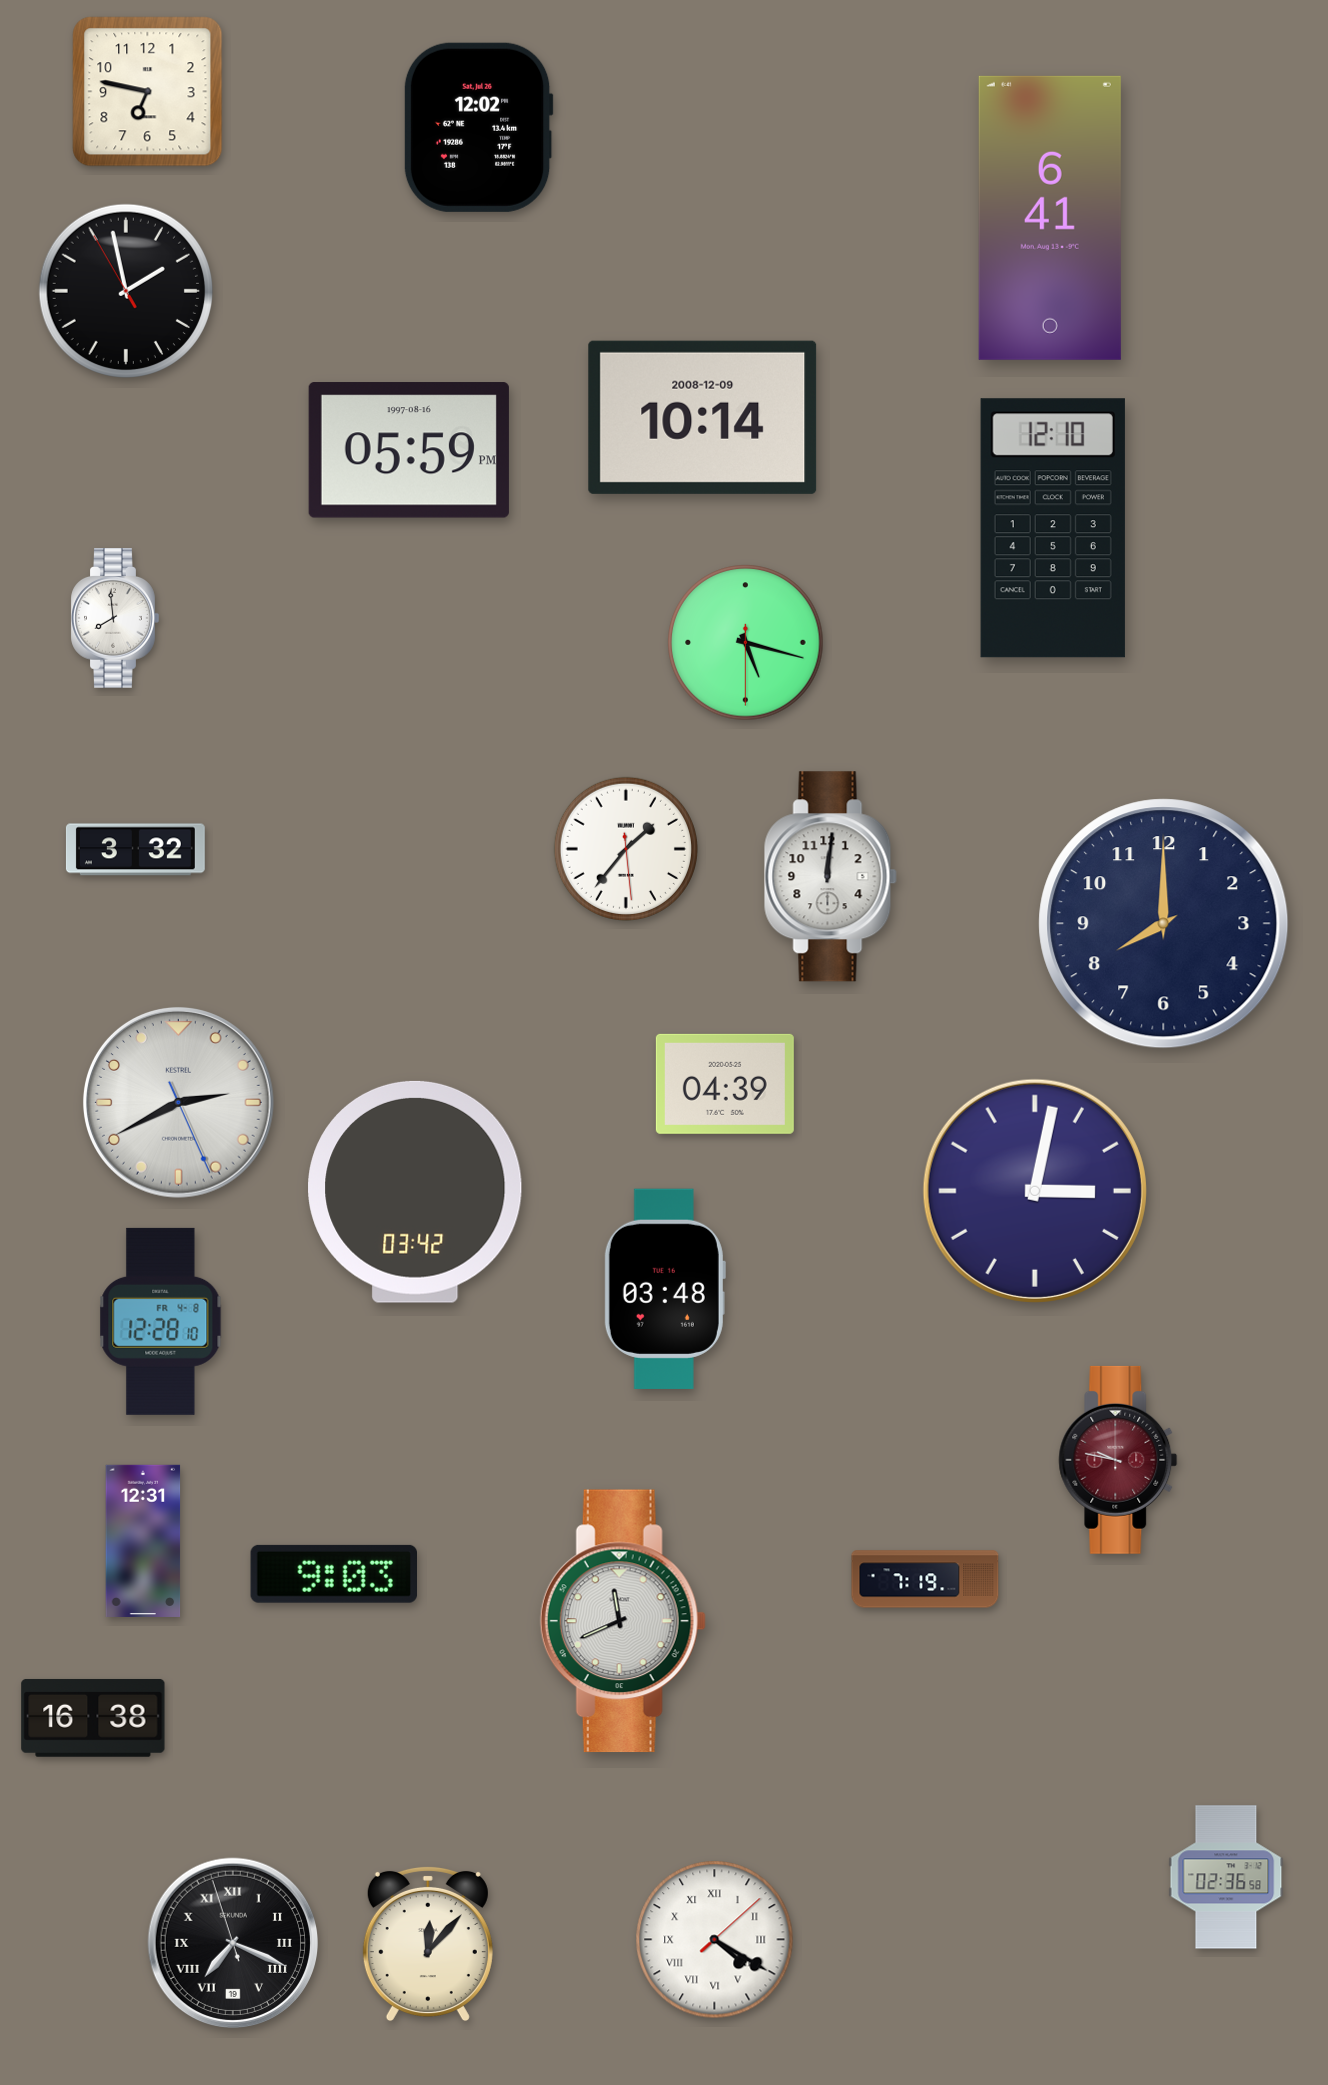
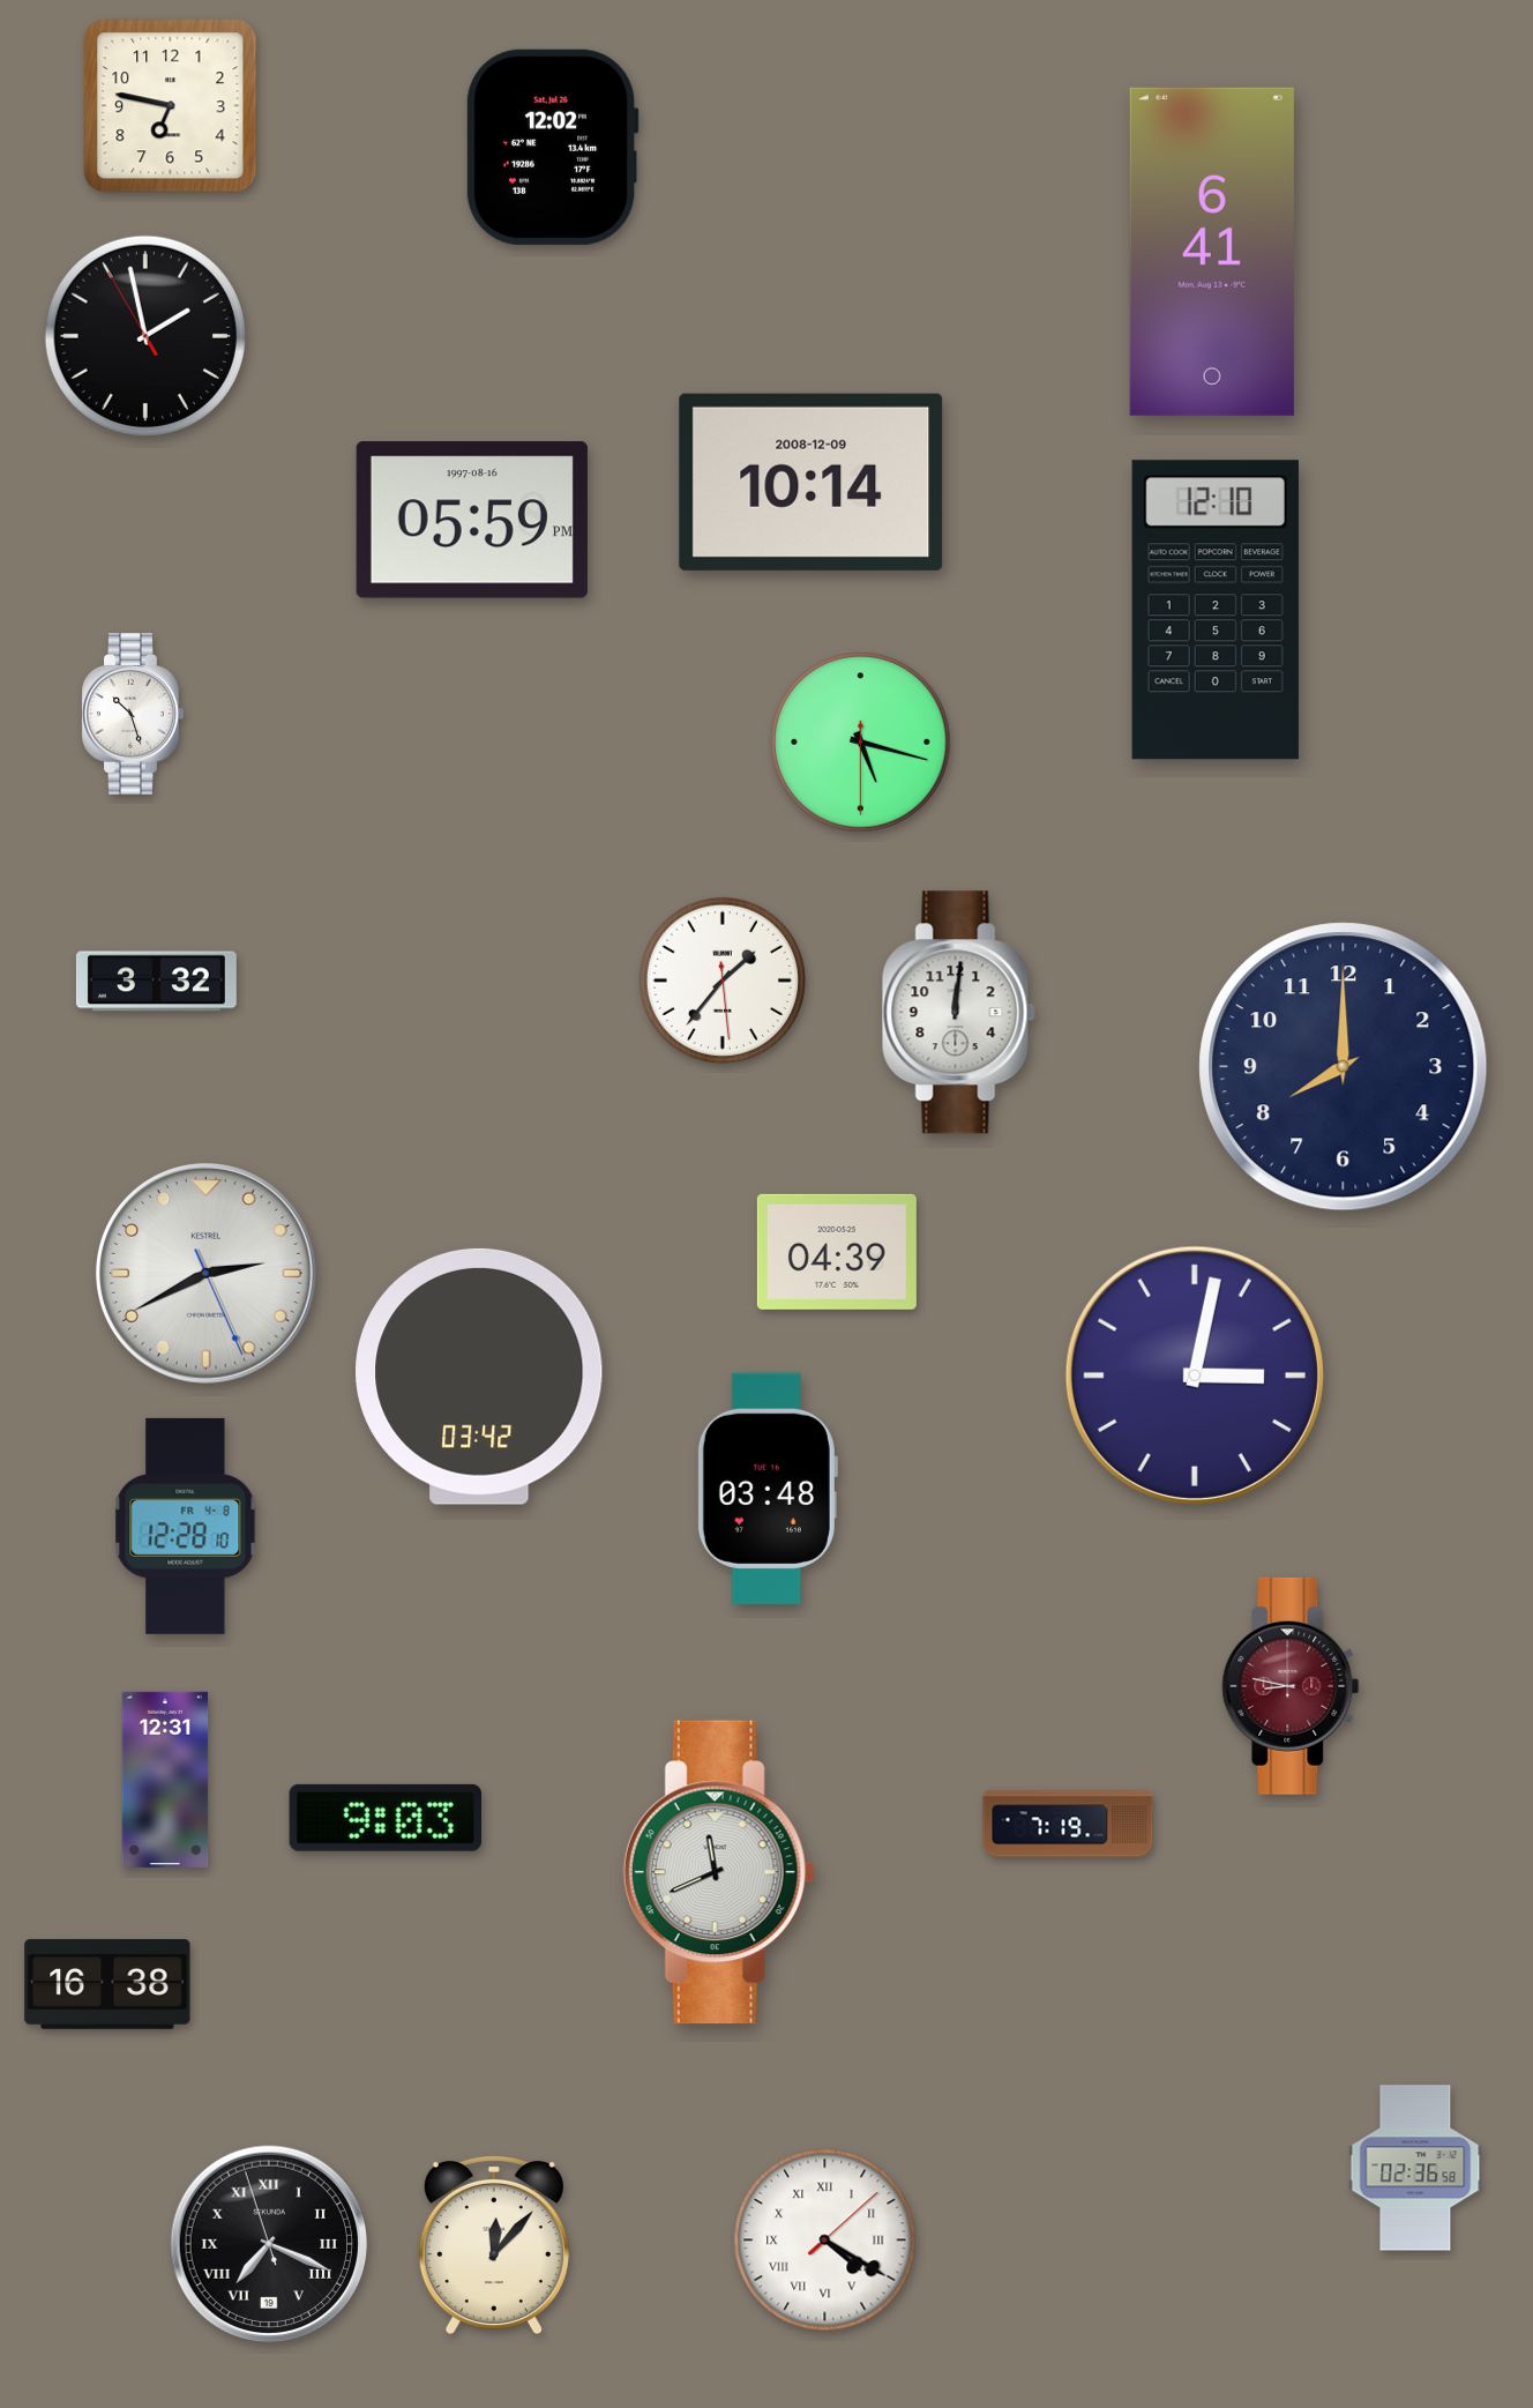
clock at (115, 619): 7:59 -> 10:27
clock at (1118, 1460): 9:47 -> 8:47
